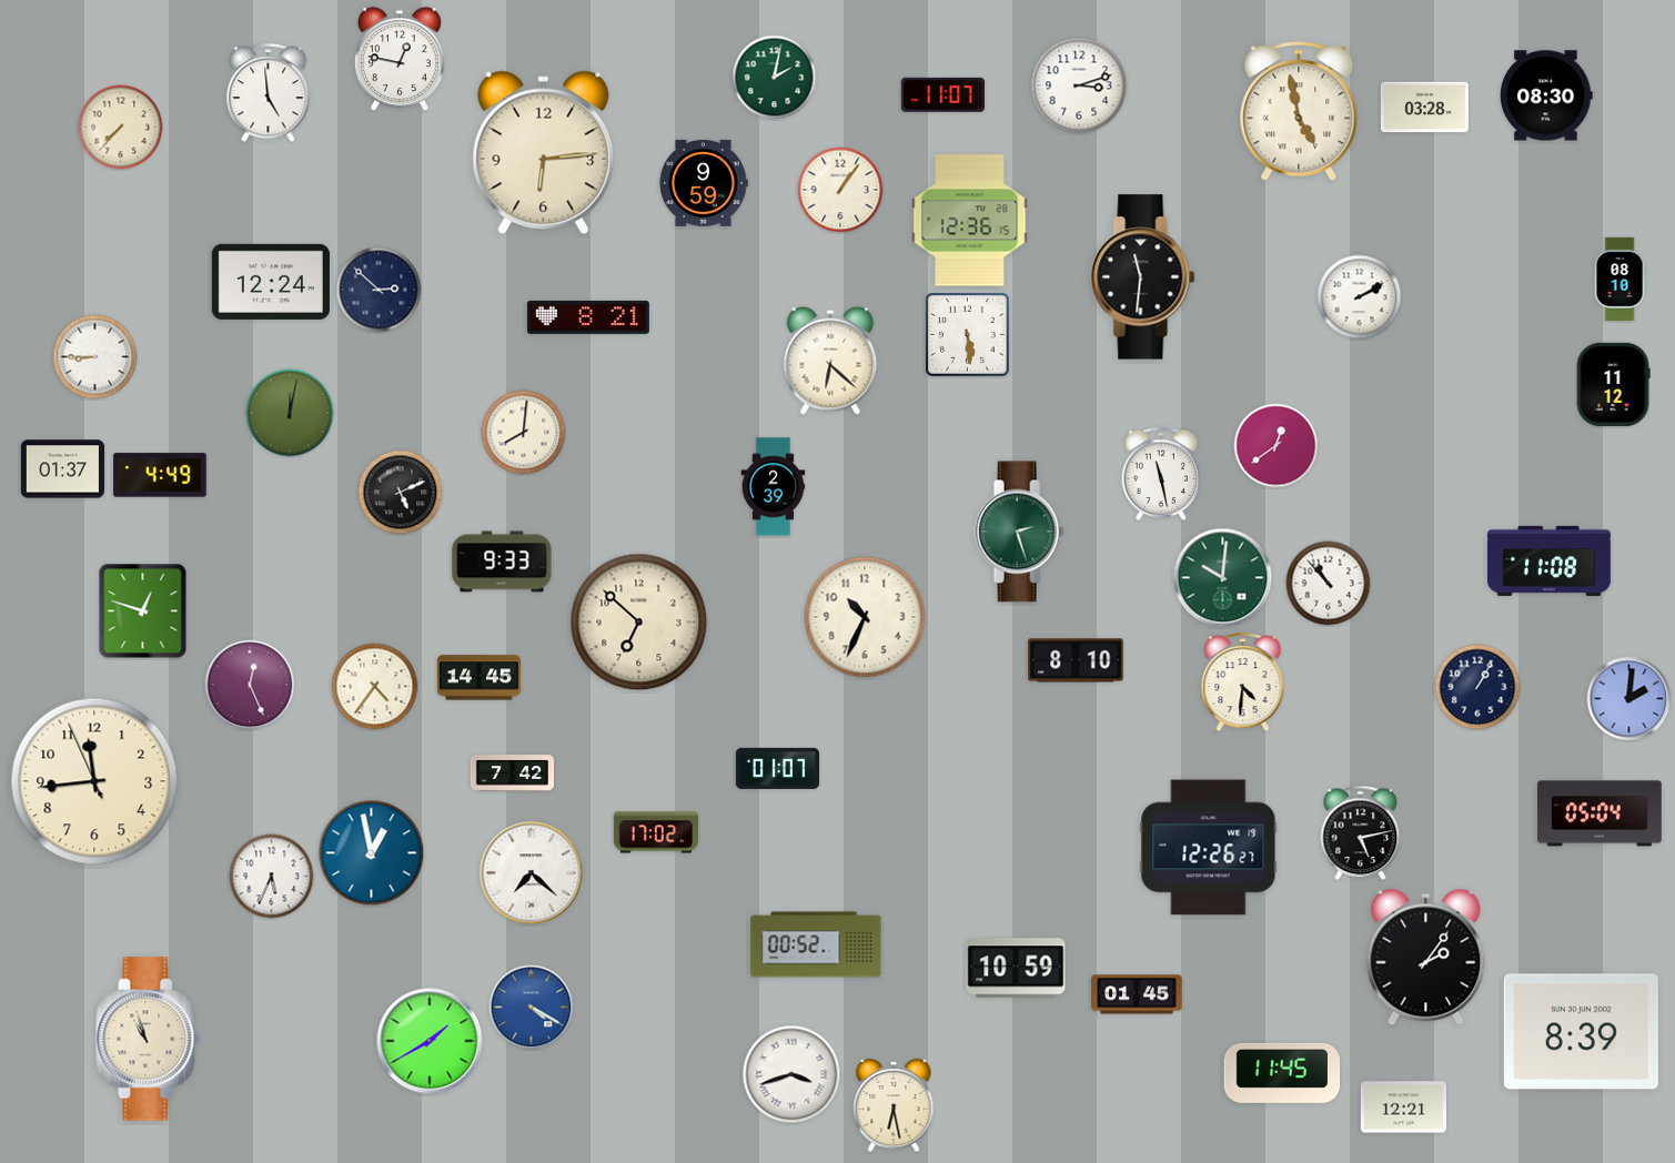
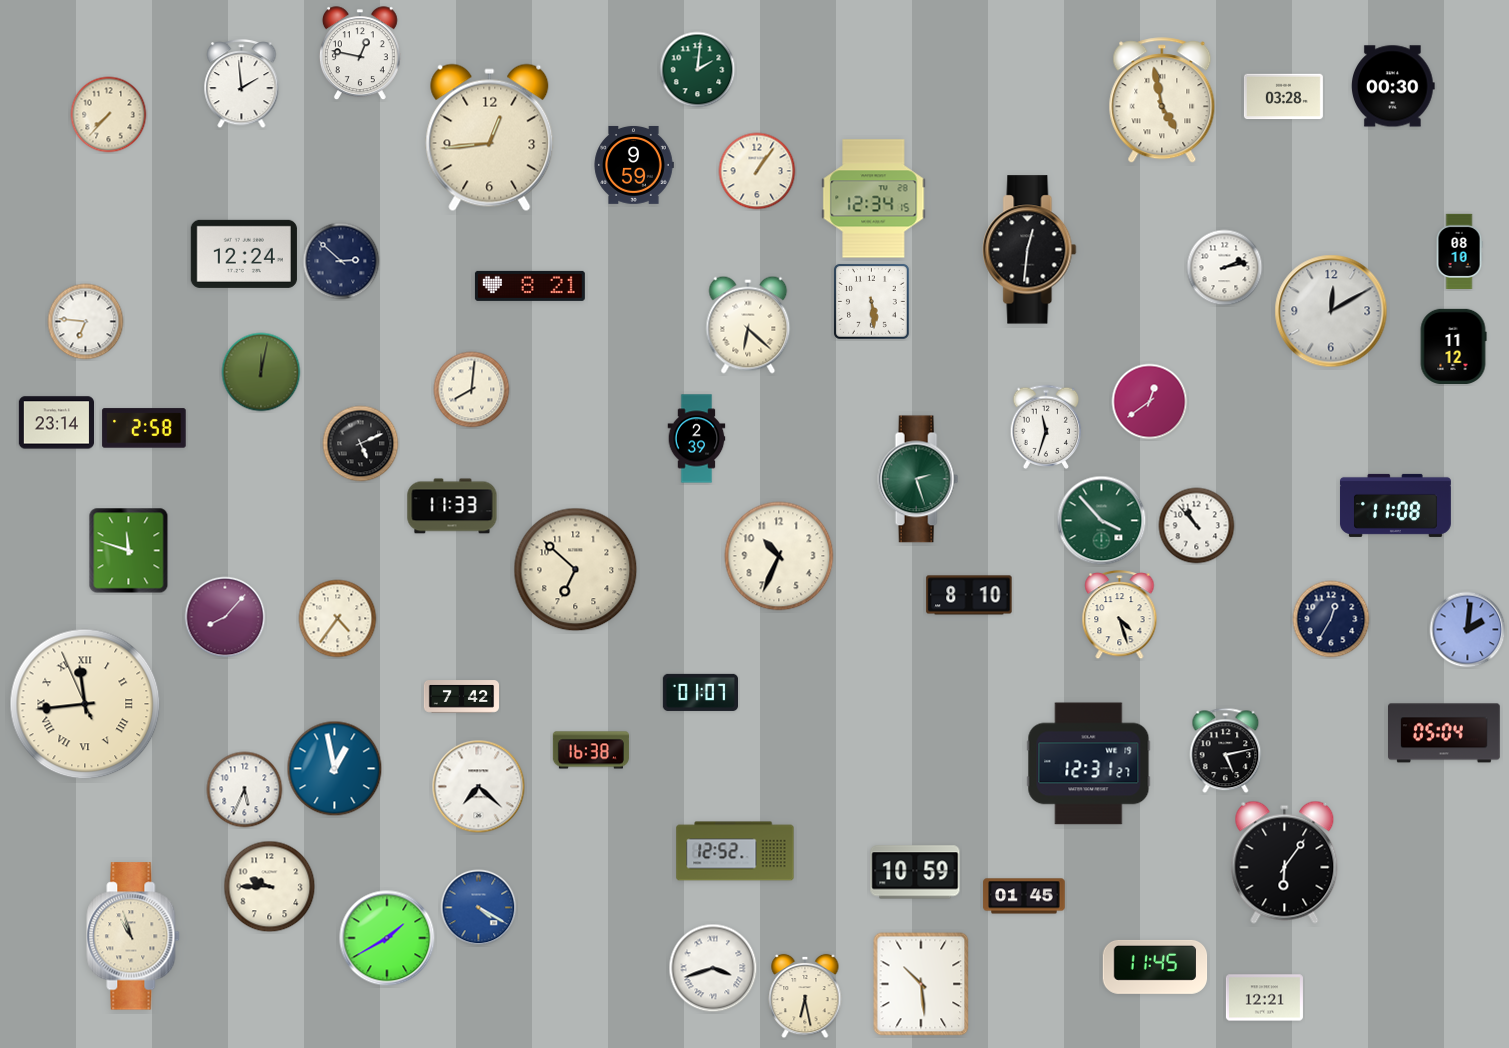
clock at (775, 78): 2:02 -> 2:01
clock at (1079, 85): 3:12 -> none
clock at (269, 94): 4:59 -> 1:59
clock at (942, 94): 11:07 -> none
clock at (1547, 95): 08:30 -> 00:30
clock at (1299, 112) position: (1299, 112) -> (1162, 101)
clock at (544, 153): 6:14 -> 12:44
clock at (970, 221): 12:36 -> 12:34
clock at (1143, 277): 11:31 -> 12:31
clock at (1360, 297): 2:10 -> 2:13
clock at (1331, 311): none -> 12:10
clock at (95, 357): 8:45 -> 6:46
clock at (62, 469): 01:37 -> 23:14
clock at (1161, 474): 11:28 -> 11:33
clock at (160, 475): 4:49 -> 2:58
clock at (502, 562): 9:33 -> 11:33
clock at (1223, 578): 10:01 -> 3:53
clock at (143, 611): 12:48 -> 11:48
clock at (639, 623) position: (639, 623) -> (576, 570)
clock at (478, 678): 14:45 -> none
clock at (1243, 684): 4:31 -> 4:27
clock at (250, 685): 12:26 -> 8:07
clock at (1477, 687): 1:05 -> 12:35
clock at (94, 781) numerals: Arabic -> Roman
clock at (1601, 813) position: (1601, 813) -> (1445, 733)
clock at (656, 832): 17:02 -> 16:38
clock at (1209, 848): 12:26 -> 12:31
clock at (816, 944): 00:52 -> 12:52
clock at (1426, 957): 2:06 -> 6:06
clock at (270, 887): none -> 9:45
clock at (1581, 1032): 8:39 -> none
clock at (921, 984): none -> 10:29
